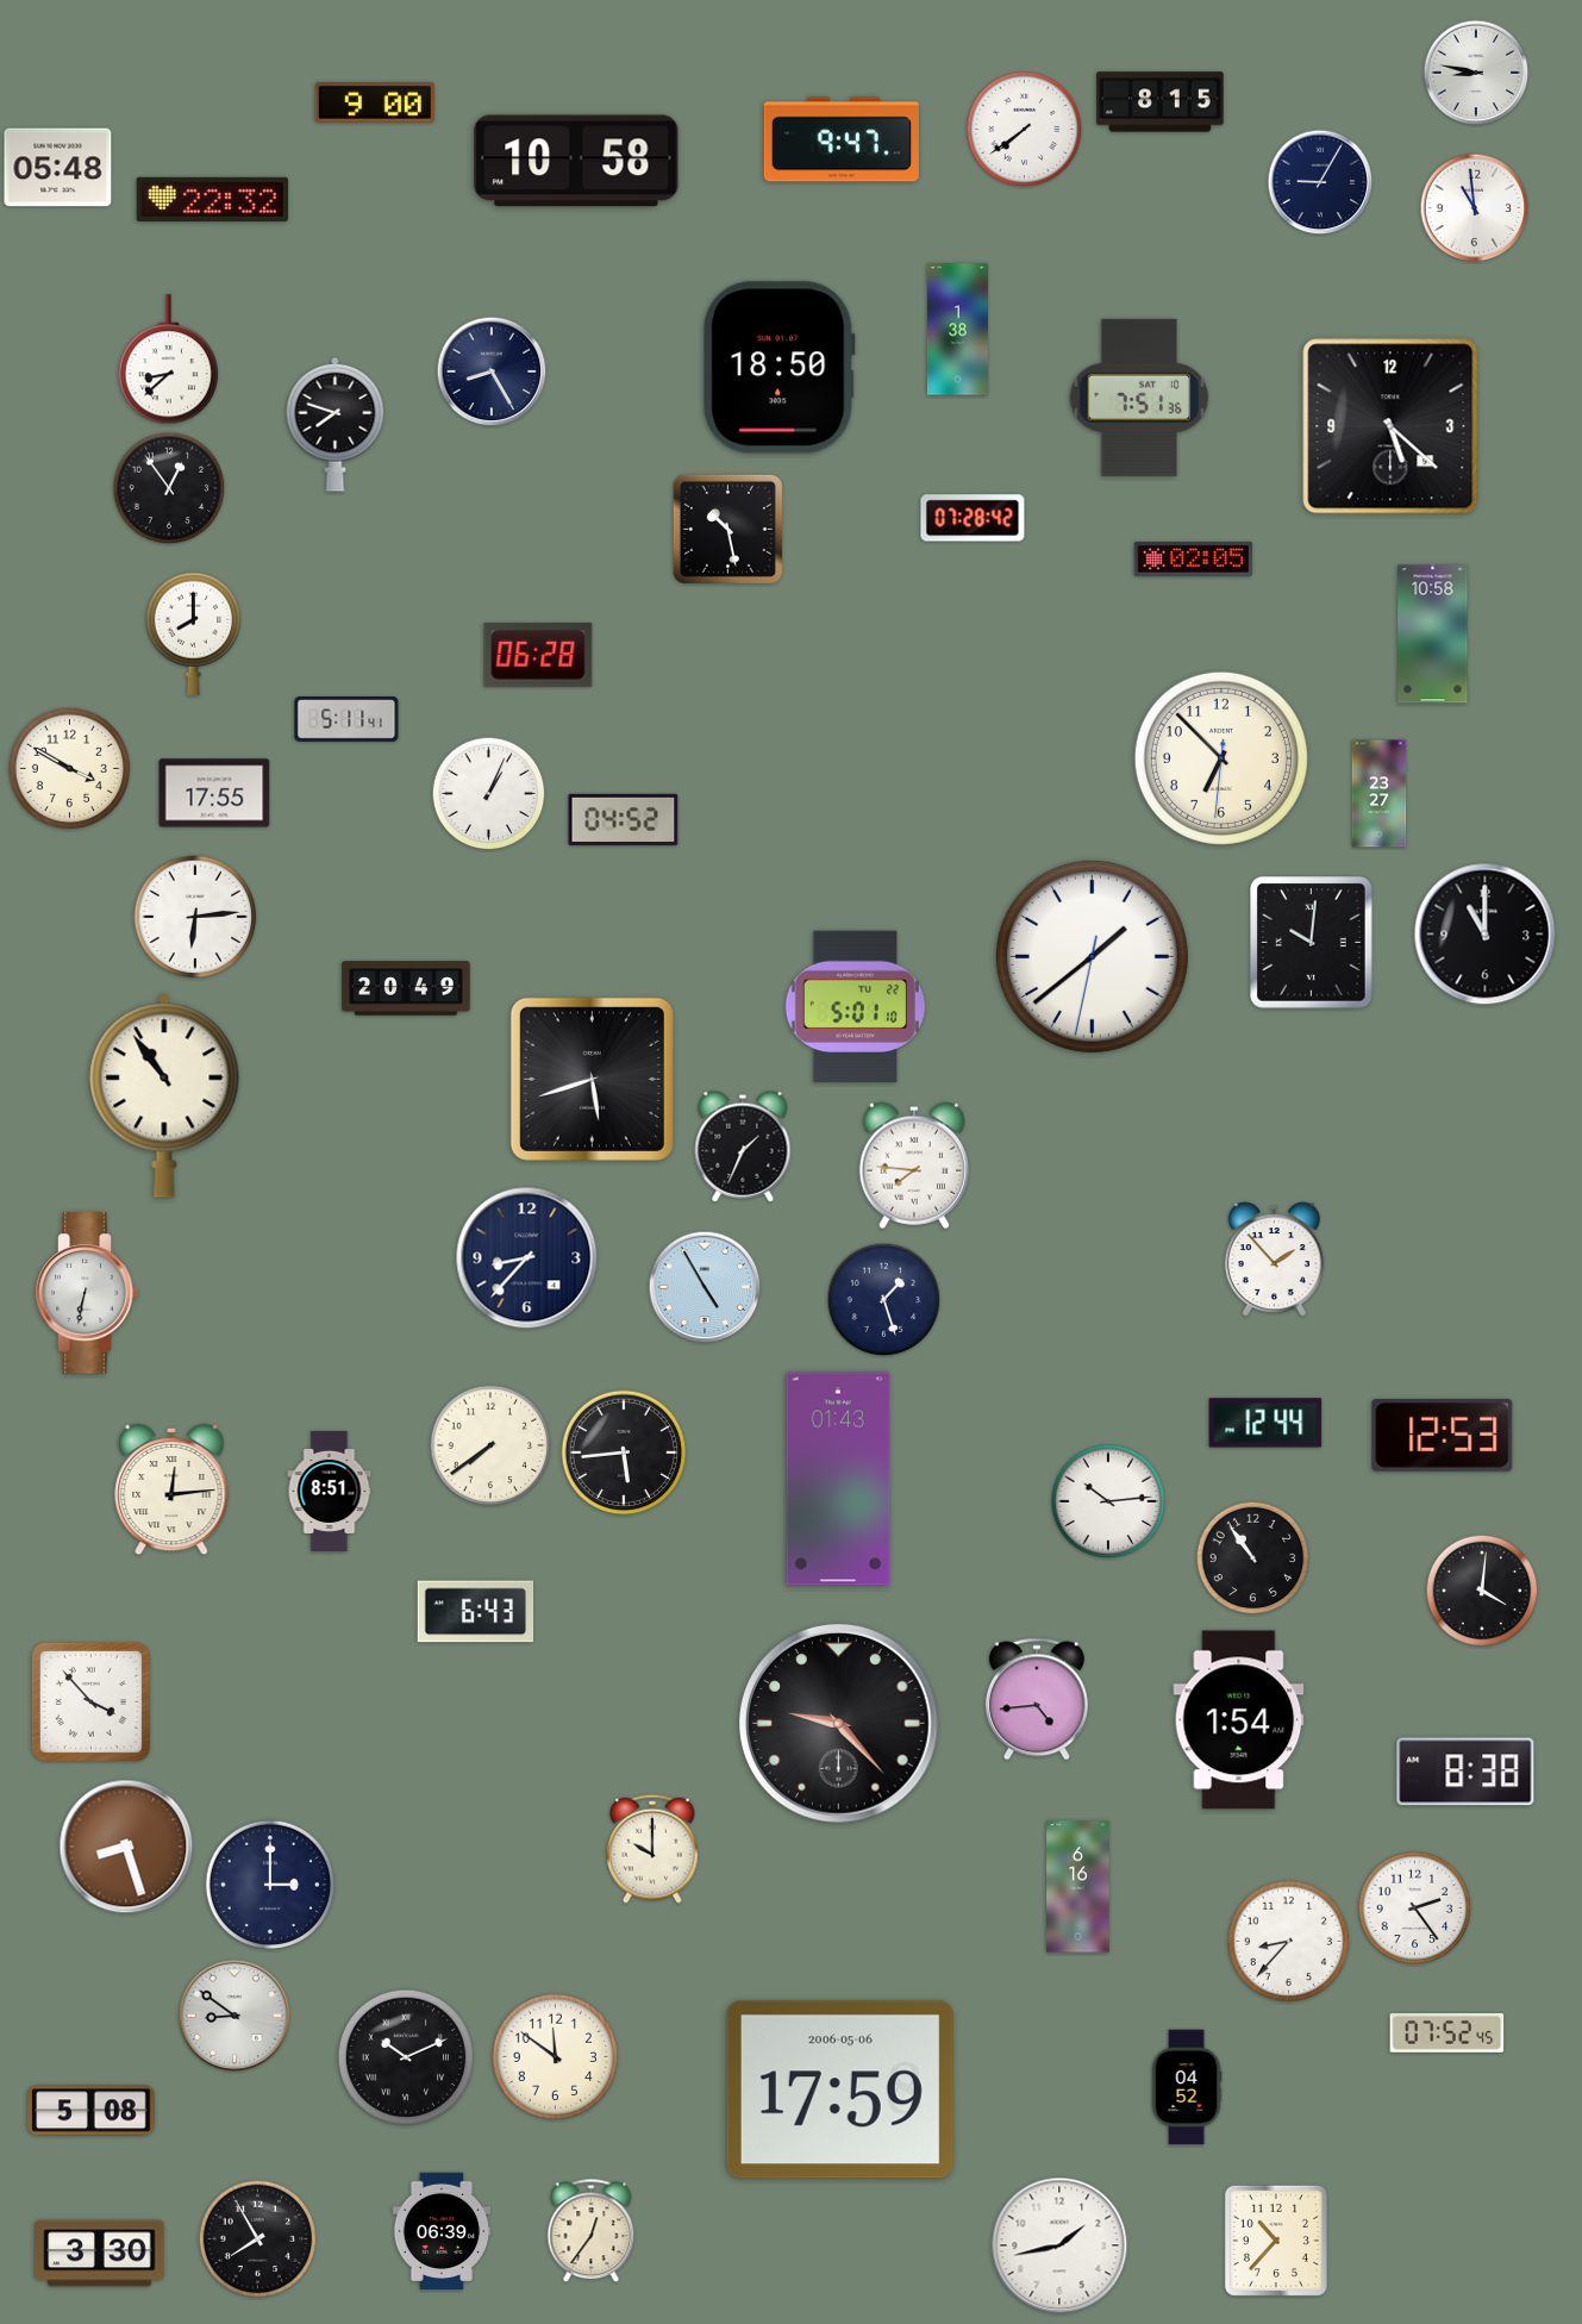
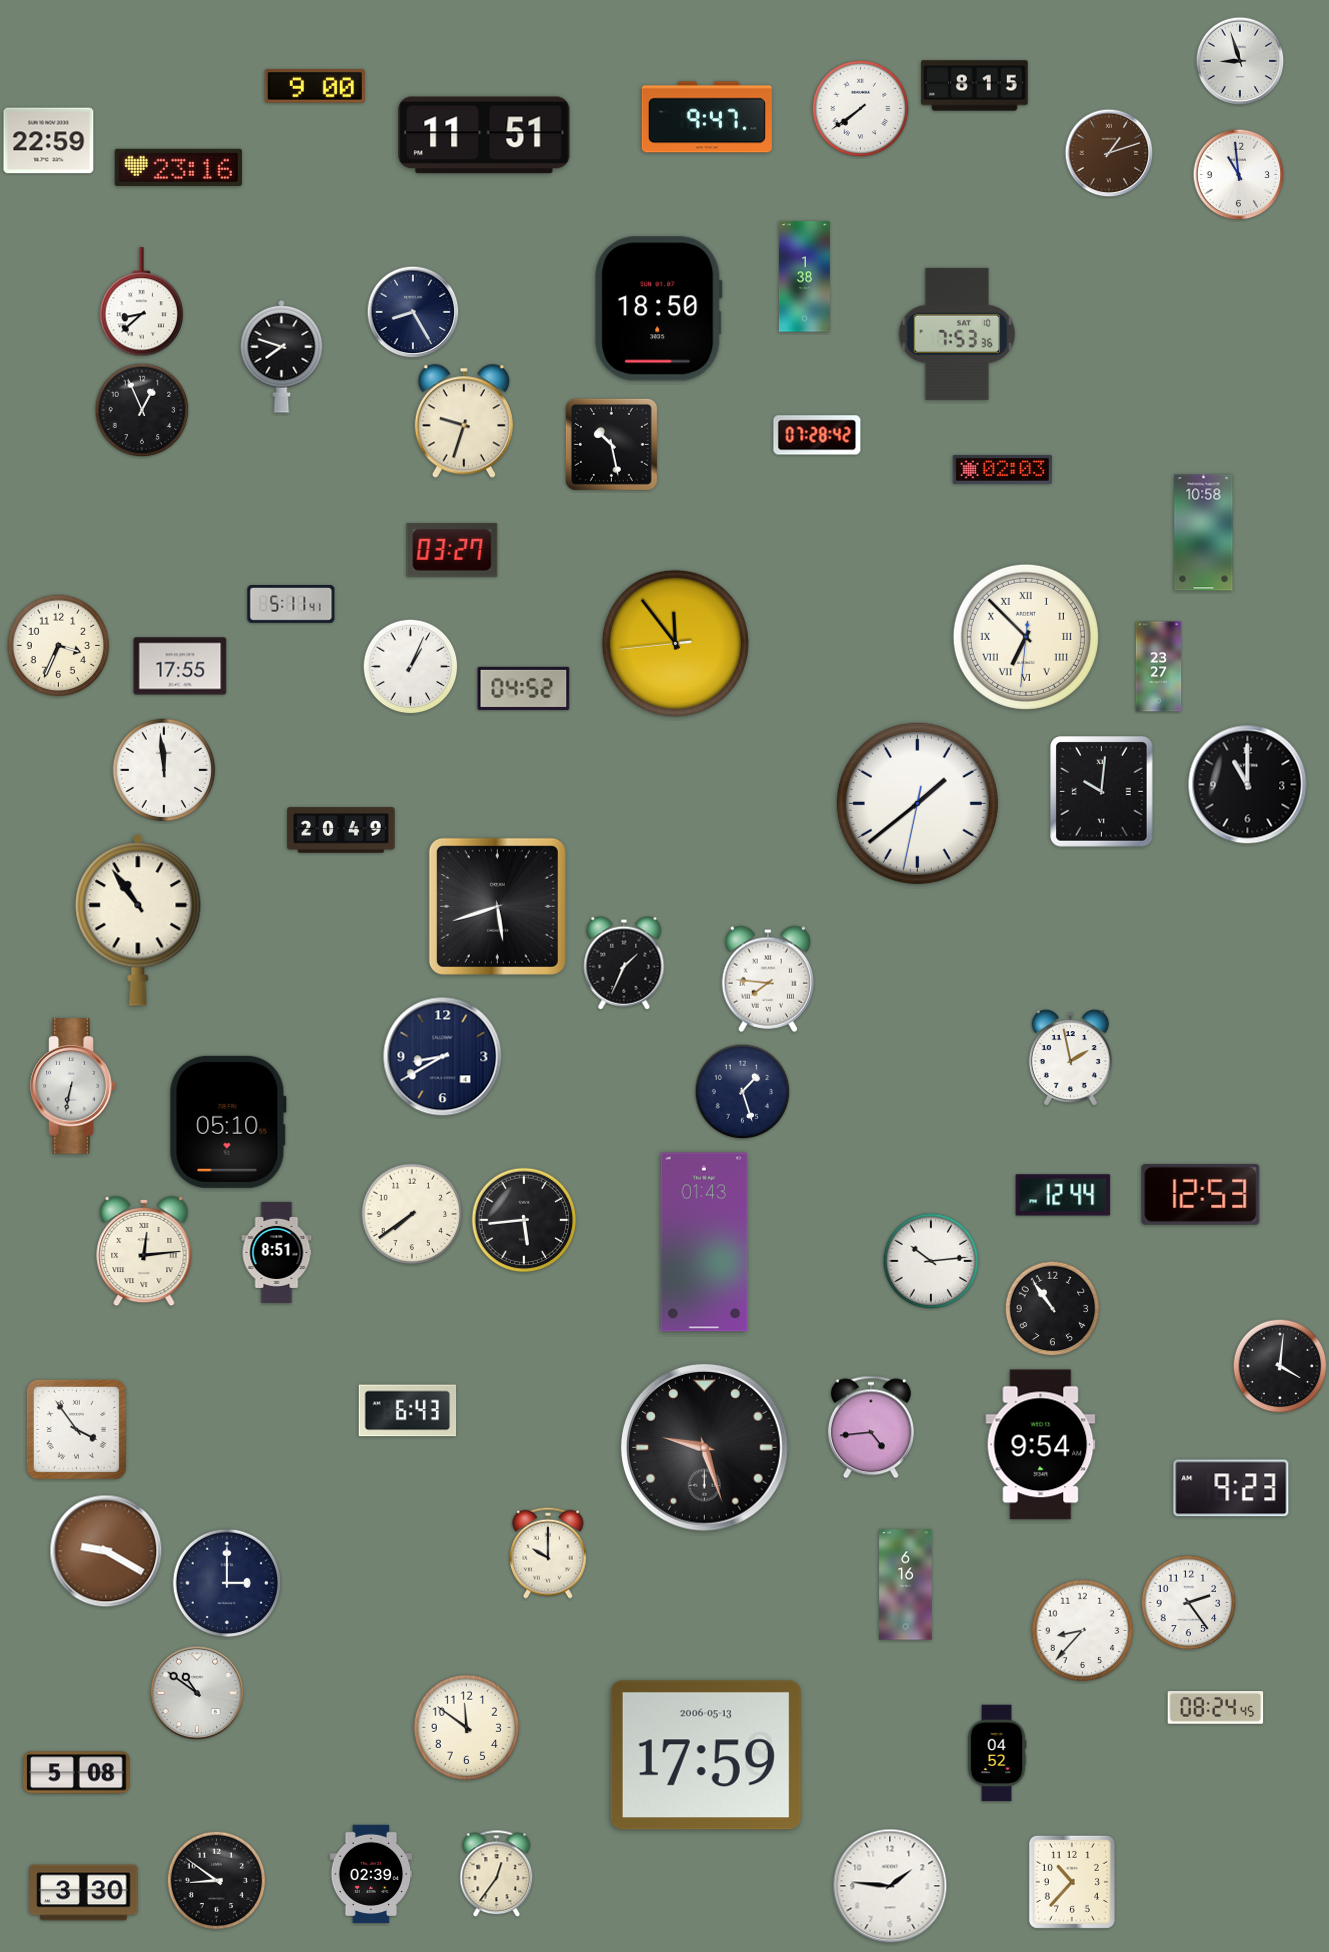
clock at (1476, 73): 8:47 -> 8:57
clock at (576, 161): 10:58 -> 11:51
clock at (58, 168): 05:48 -> 22:59
clock at (1320, 182): 9:05 -> 1:12
clock at (1320, 182) dial: navy -> brown
clock at (212, 199): 22:32 -> 23:16
clock at (780, 368) position: (780, 368) -> (659, 309)
clock at (1139, 398): 7:51 -> 7:53
clock at (1390, 426): 5:22 -> none
clock at (169, 488): 12:54 -> 12:56
clock at (464, 421): none -> 9:33
clock at (1193, 558): 02:05 -> 02:03
clock at (194, 633): 8:00 -> none
clock at (538, 656): 06:28 -> 03:27
clock at (1221, 758) numerals: Arabic -> Roman
clock at (675, 643): none -> 11:53
clock at (70, 769): 3:50 -> 3:34
clock at (195, 917): 6:14 -> 11:59
clock at (855, 1006): 5:01 -> none
clock at (527, 1258): 8:37 -> 8:40
clock at (1274, 1260): 1:53 -> 1:58
clock at (705, 1287): 4:55 -> none
clock at (228, 1122): none -> 05:10
clock at (1443, 1435) position: (1443, 1435) -> (1201, 1194)
clock at (1482, 1591) position: (1482, 1591) -> (1280, 1366)
clock at (476, 1612) position: (476, 1612) -> (408, 1411)
clock at (90, 1701): 3:53 -> 3:54
clock at (1239, 1720): 1:54 -> 9:54
clock at (838, 1723): 9:23 -> 9:27
clock at (1465, 1772): 8:38 -> 9:23
clock at (126, 1847): 8:27 -> 9:20
clock at (235, 2016): 8:51 -> 10:51
clock at (1447, 2034): 07:52 -> 08:24
clock at (405, 2056): 10:11 -> none
clock at (840, 2089) date: 2006-05-06 -> 2006-05-13
clock at (442, 2231): 06:39 -> 02:39
clock at (258, 2239): 7:55 -> 8:51
clock at (1059, 2245): 1:43 -> 1:46
